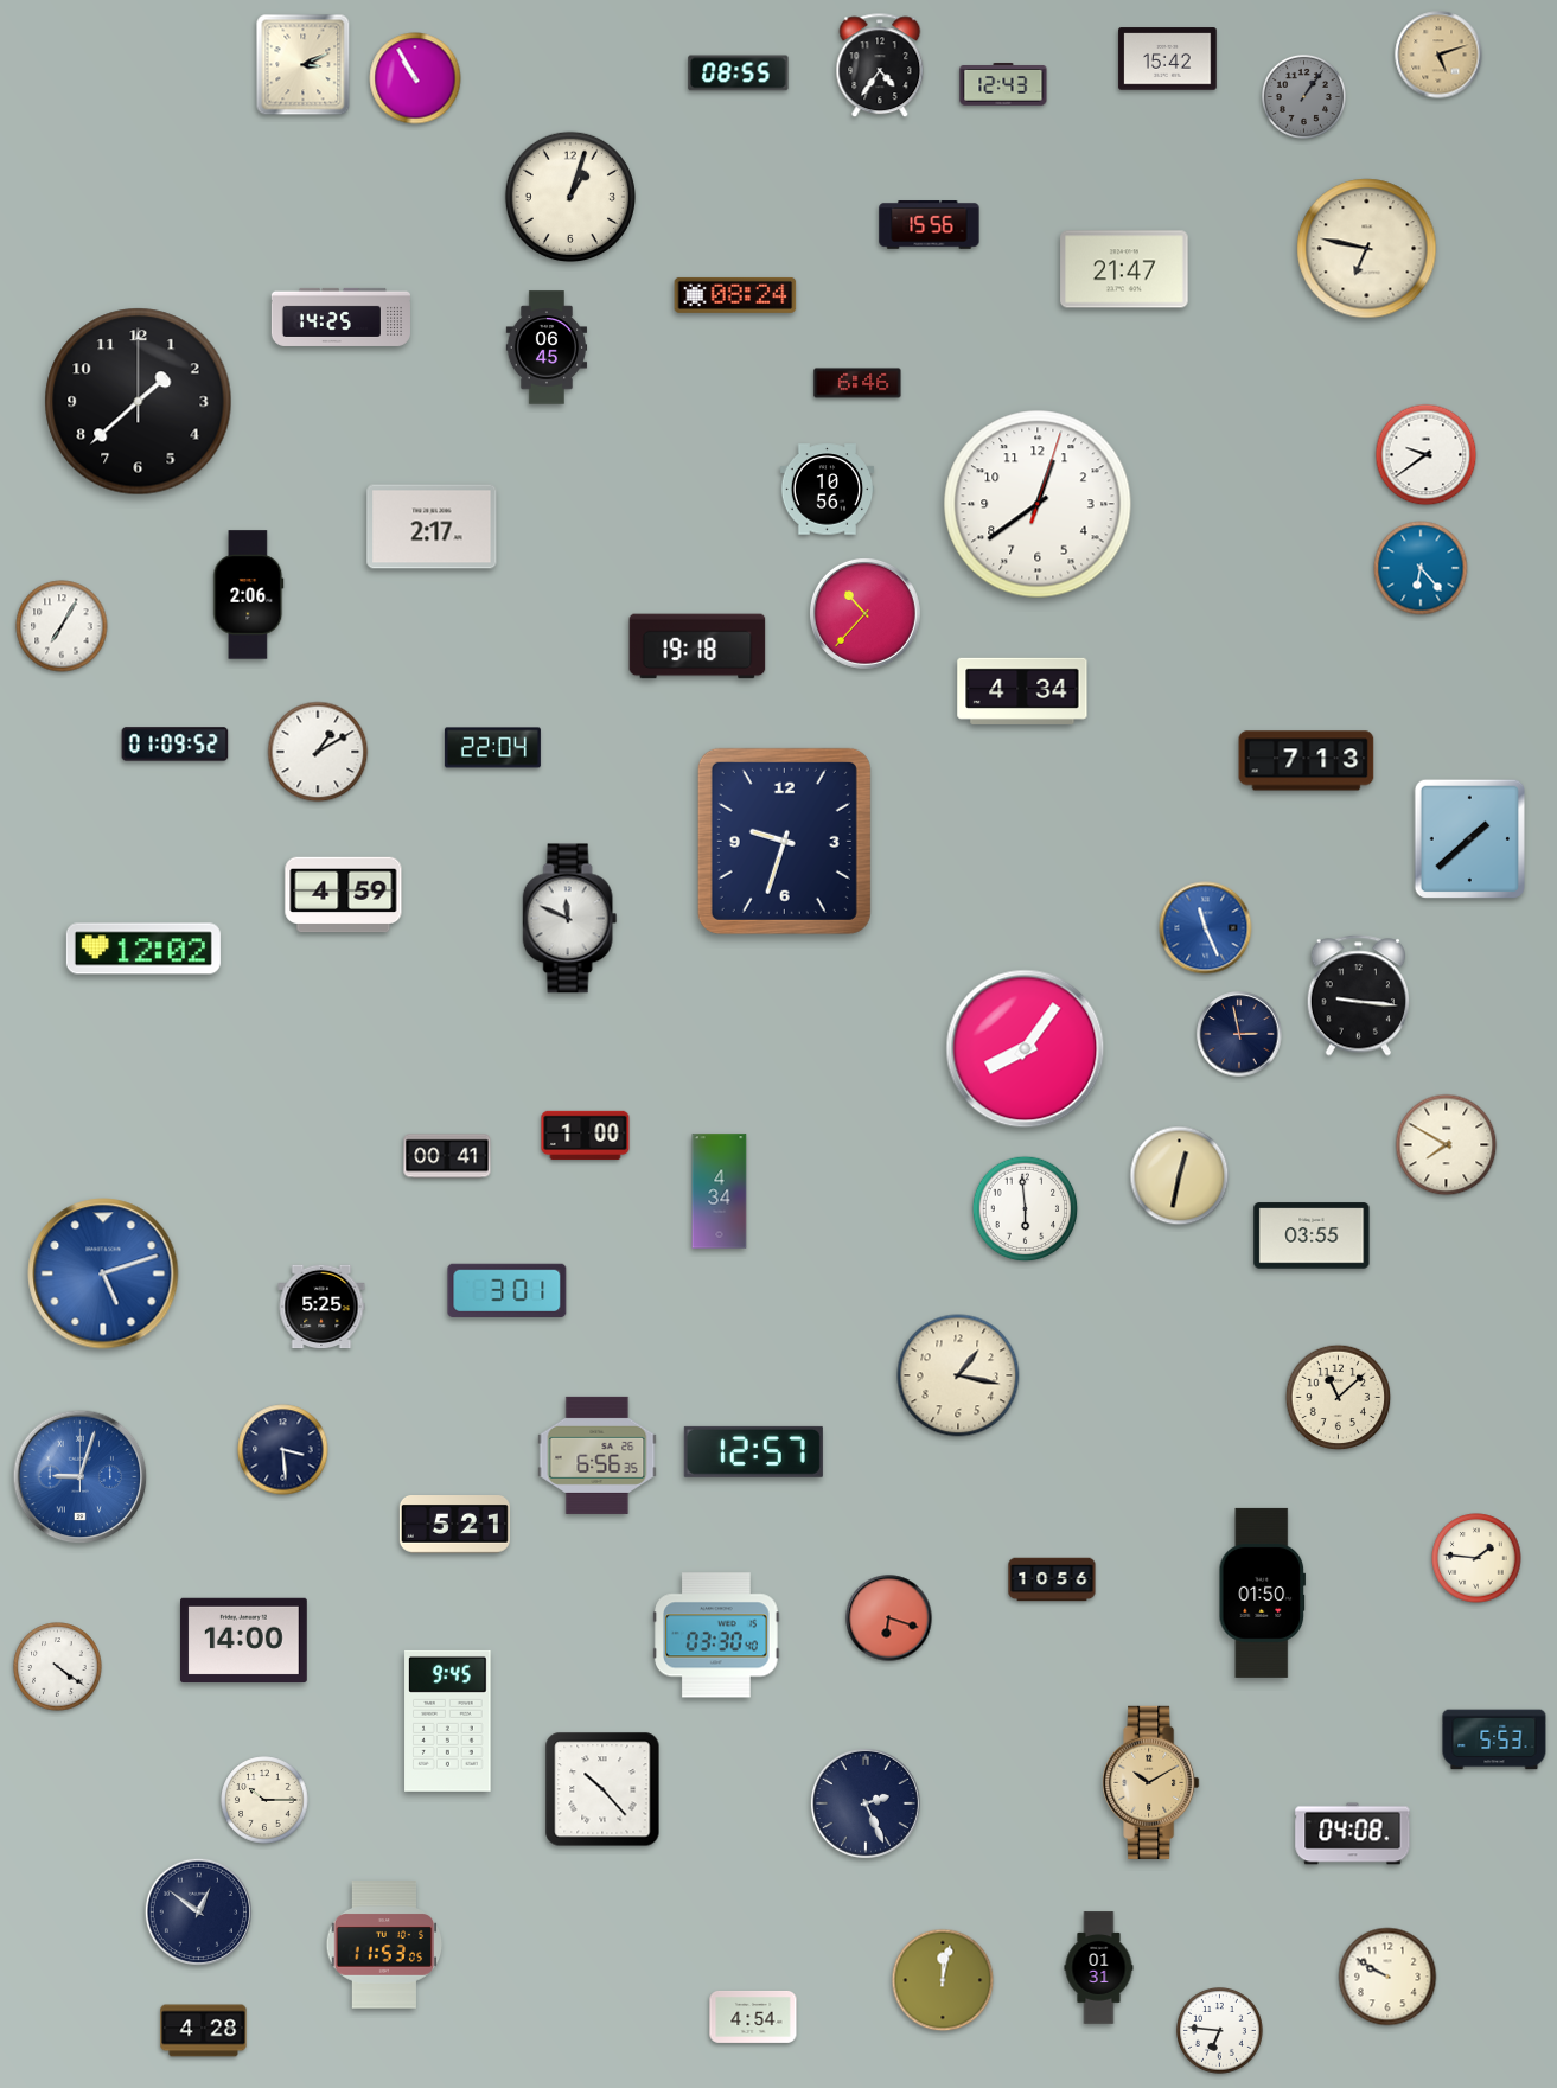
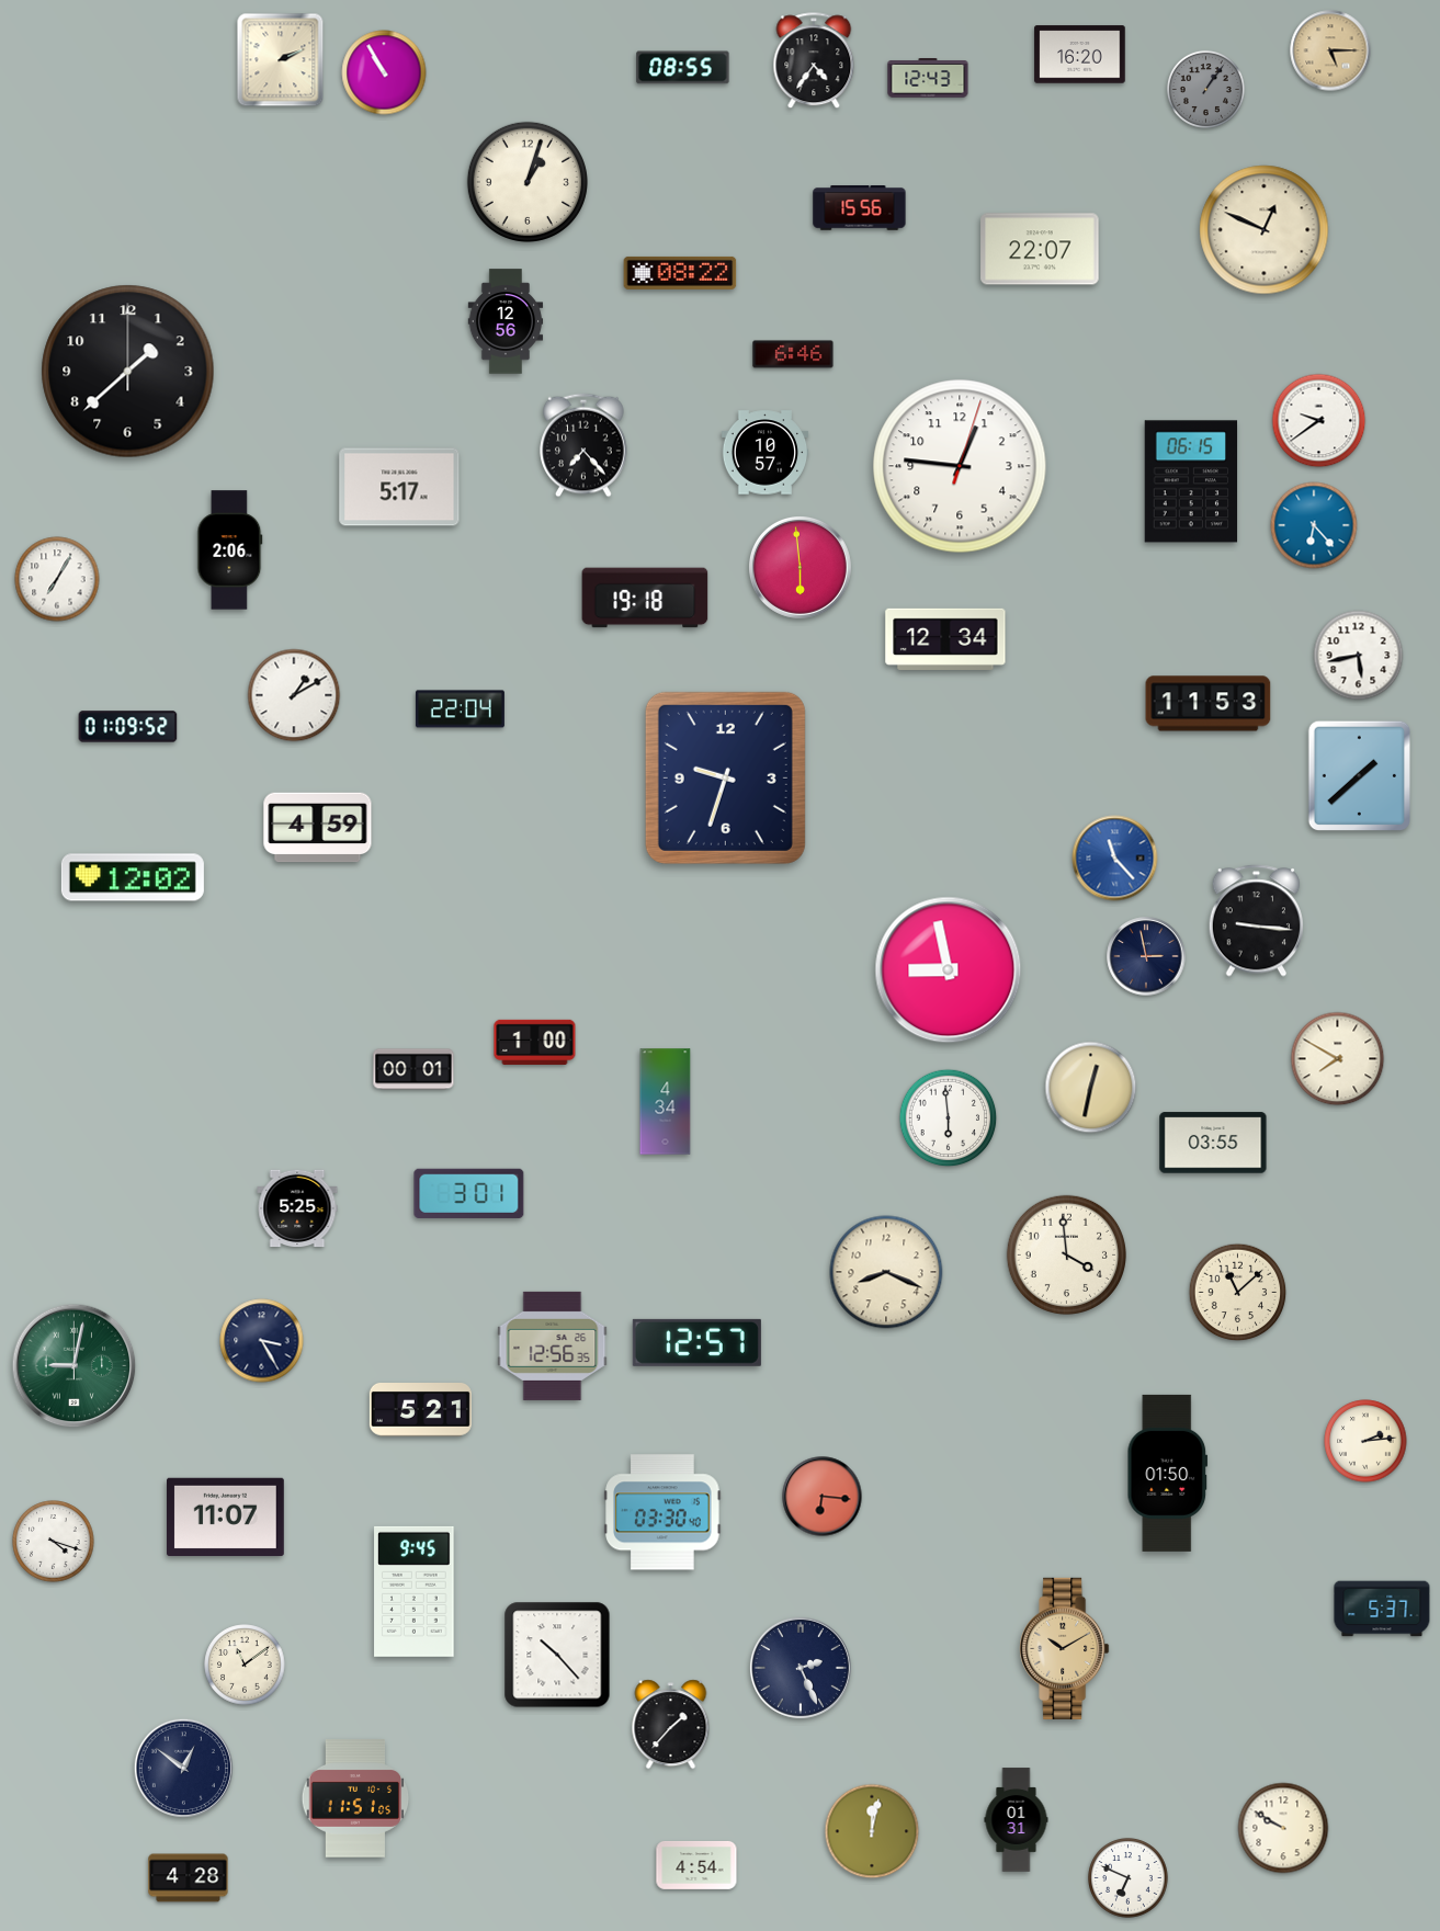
clock at (1438, 55): 5:12 -> 5:15
clock at (1168, 59): 15:42 -> 16:20
clock at (304, 65): 3:11 -> 2:11
clock at (1367, 249): 6:47 -> 12:49
clock at (1124, 269): 21:47 -> 22:07
clock at (735, 295): 08:24 -> 08:22
clock at (340, 317): 14:25 -> none
clock at (547, 347): 06:45 -> 12:56
clock at (583, 445): none -> 7:23
clock at (828, 490): 10:56 -> 10:57
clock at (1038, 504): 12:39 -> 12:46
clock at (1191, 481): none -> 06:15
clock at (432, 526): 2:17 -> 5:17
clock at (864, 613): 10:37 -> 5:59
clock at (1022, 691): 4:34 -> 12:34
clock at (1359, 656): none -> 5:43
clock at (176, 745) position: (176, 745) -> (128, 727)
clock at (492, 748) position: (492, 748) -> (460, 709)
clock at (1307, 761): 7:13 -> 11:53
clock at (570, 919): 11:49 -> none
clock at (1206, 928): 11:26 -> 11:23
clock at (1026, 1049): 8:06 -> 8:58
clock at (586, 1135) position: (586, 1135) -> (535, 1042)
clock at (447, 1156): 00:41 -> 00:01
clock at (103, 1273): 5:12 -> none
clock at (1066, 1254): none -> 3:59
clock at (958, 1375): 1:17 -> 8:19
clock at (283, 1450): 3:29 -> 3:25
clock at (598, 1455): 6:56 -> 12:56
clock at (81, 1477): 9:03 -> 9:02
clock at (81, 1477) dial: blue -> green
clock at (1476, 1558): 1:46 -> 2:14
clock at (1052, 1579): 10:56 -> none
clock at (889, 1618): 6:18 -> 6:16
clock at (244, 1641): 14:00 -> 11:07
clock at (58, 1667): 4:21 -> 4:18
clock at (1494, 1739): 5:53 -> 5:37
clock at (264, 1800): 10:15 -> 11:09
clock at (1353, 1834): 04:08 -> none
clock at (671, 1725): none -> 1:37
clock at (384, 1945): 11:53 -> 11:51
clock at (1220, 2031): 6:46 -> 6:49
